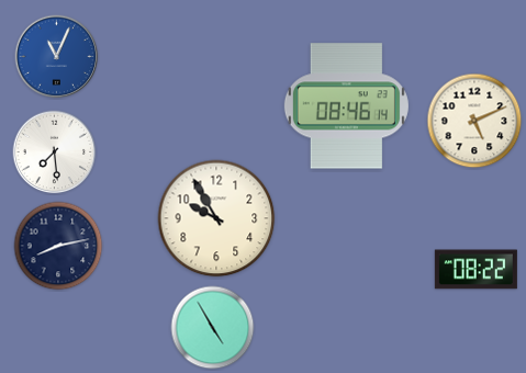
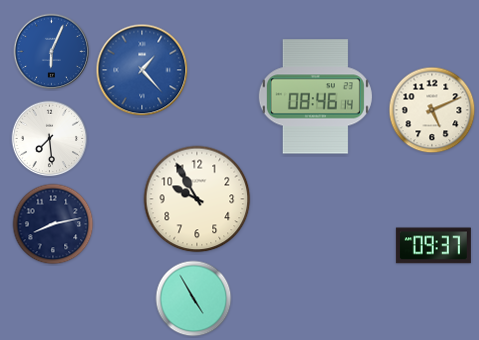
clock at (57, 57): 11:04 -> 6:04
clock at (142, 70): none -> 1:23
clock at (475, 270): 08:22 -> 09:37
